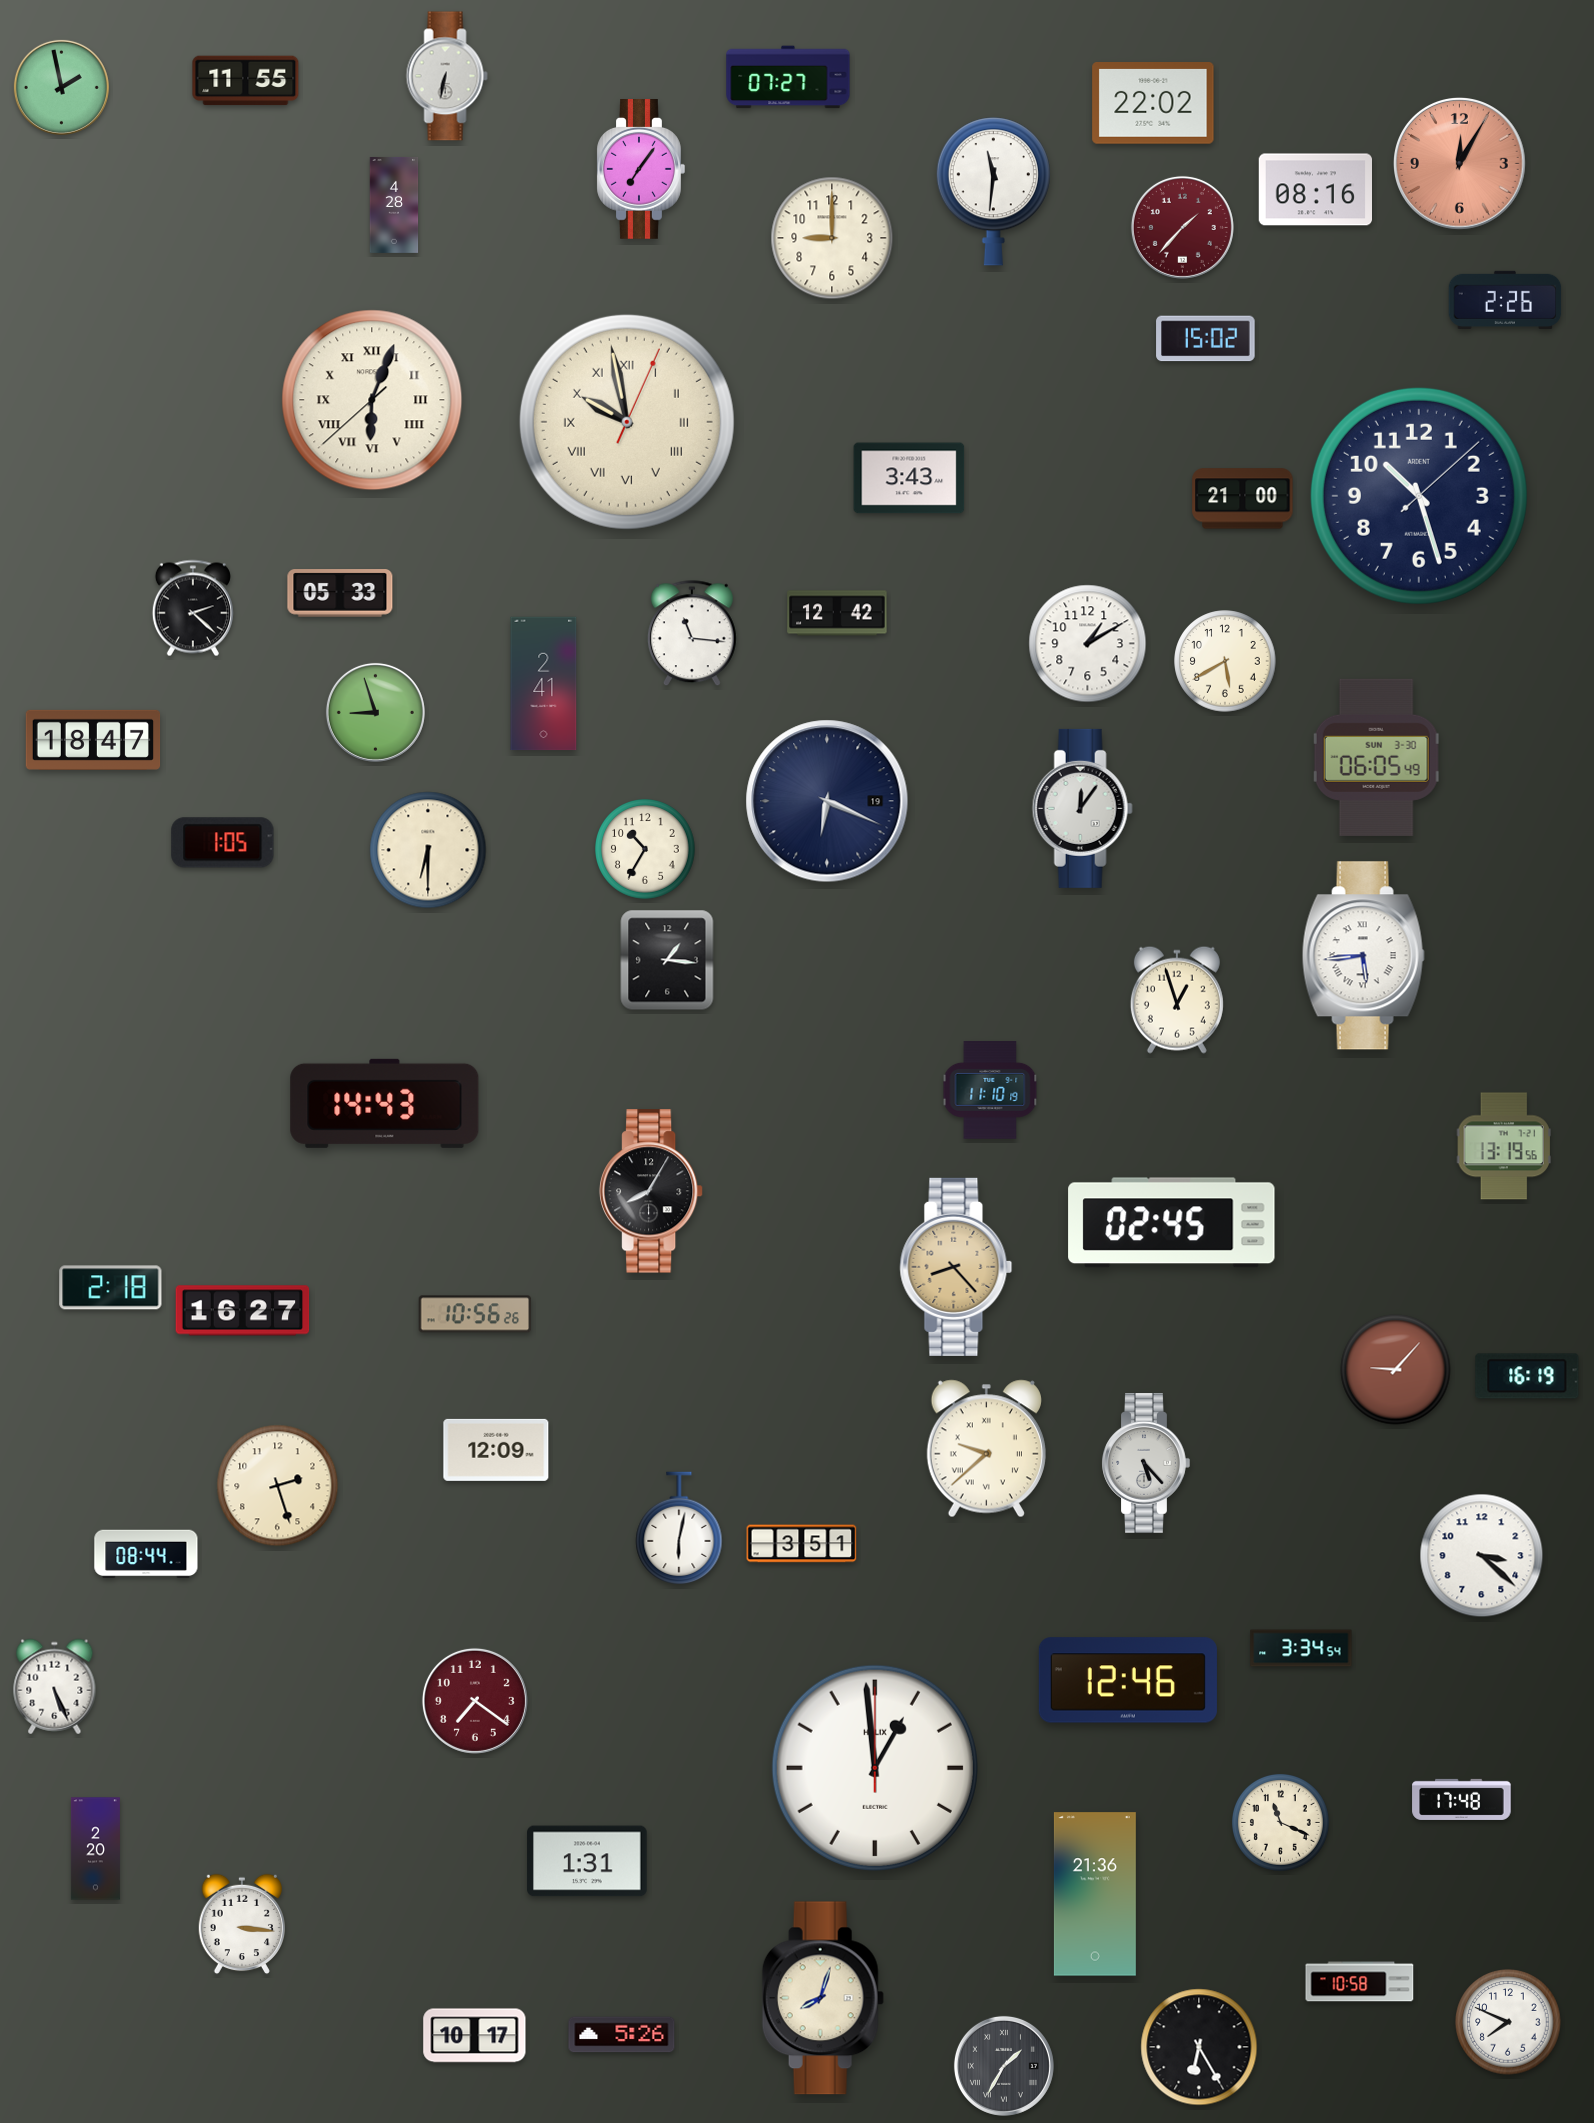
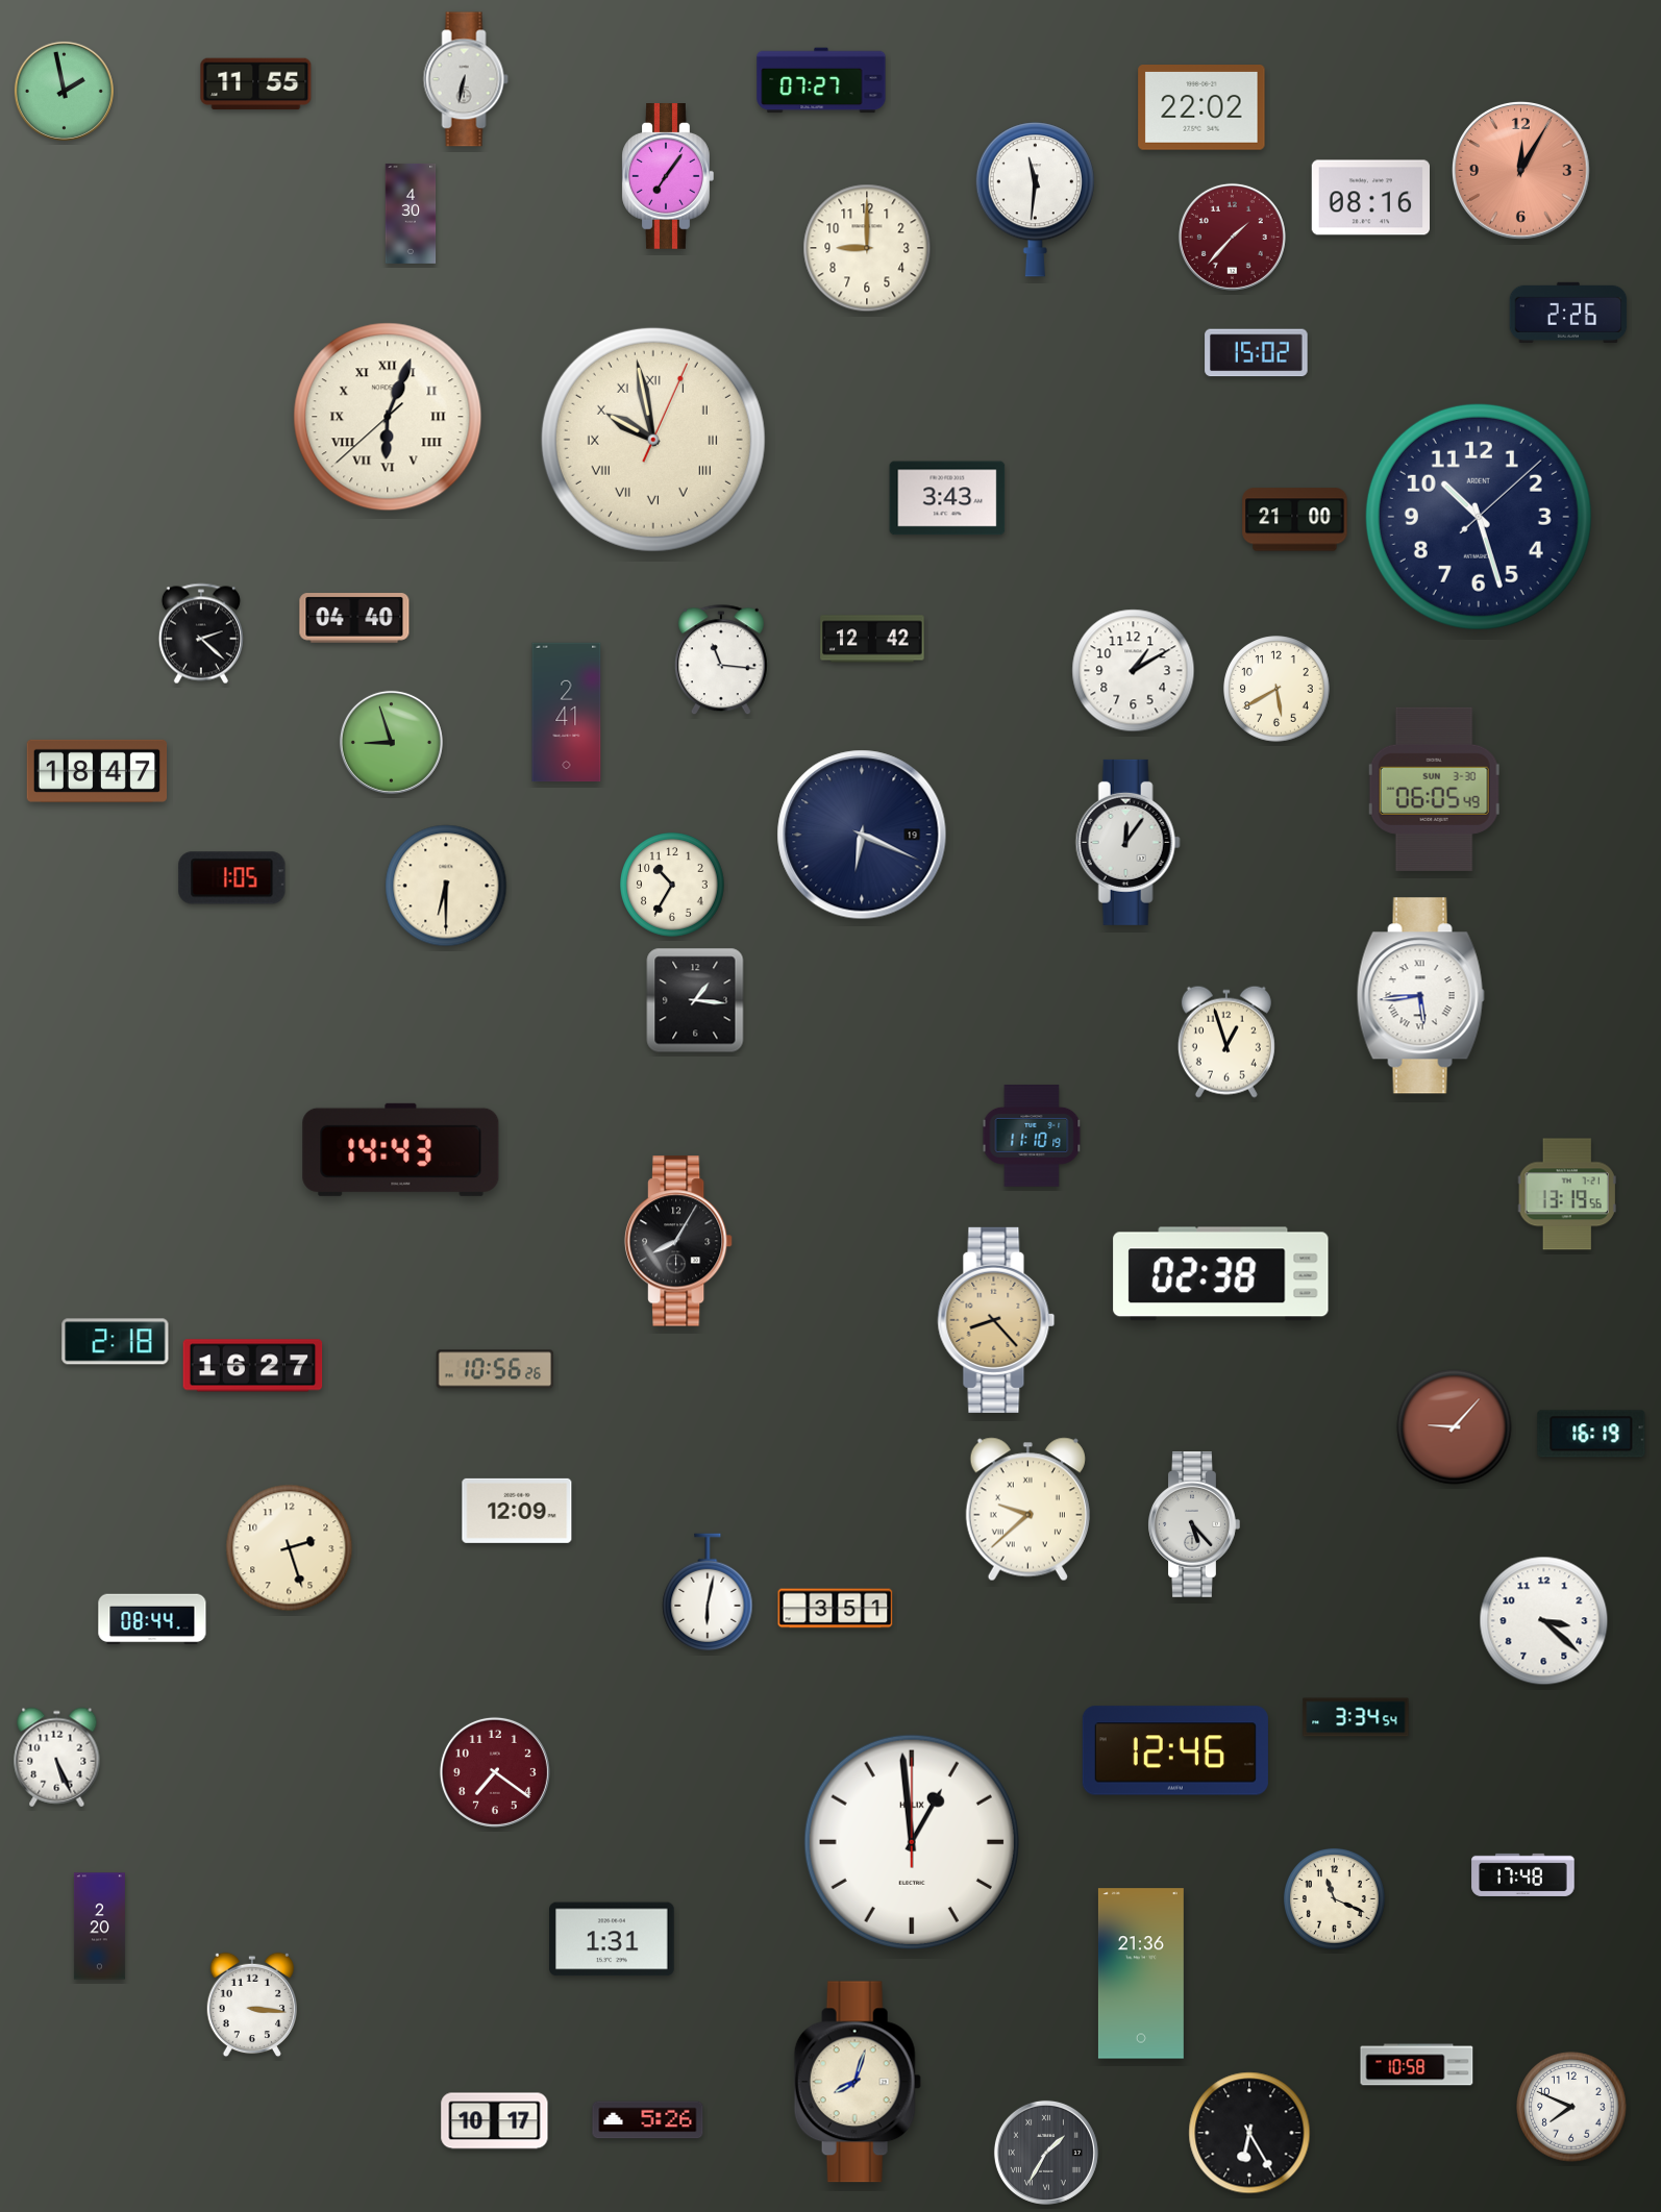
clock at (394, 205): 4:28 -> 4:30
clock at (340, 593): 05:33 -> 04:40
clock at (1172, 1223): 02:45 -> 02:38
